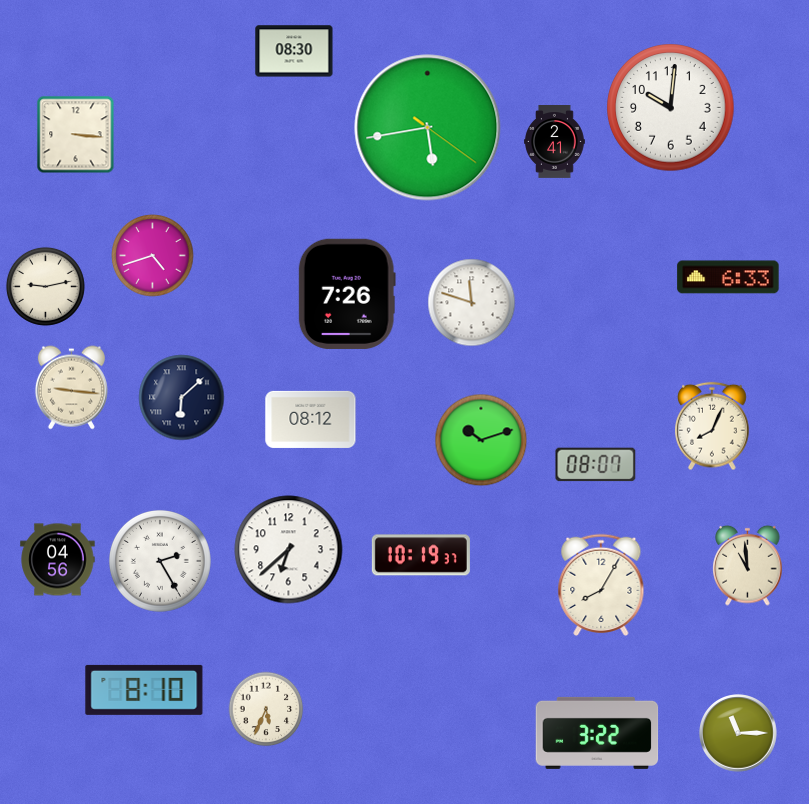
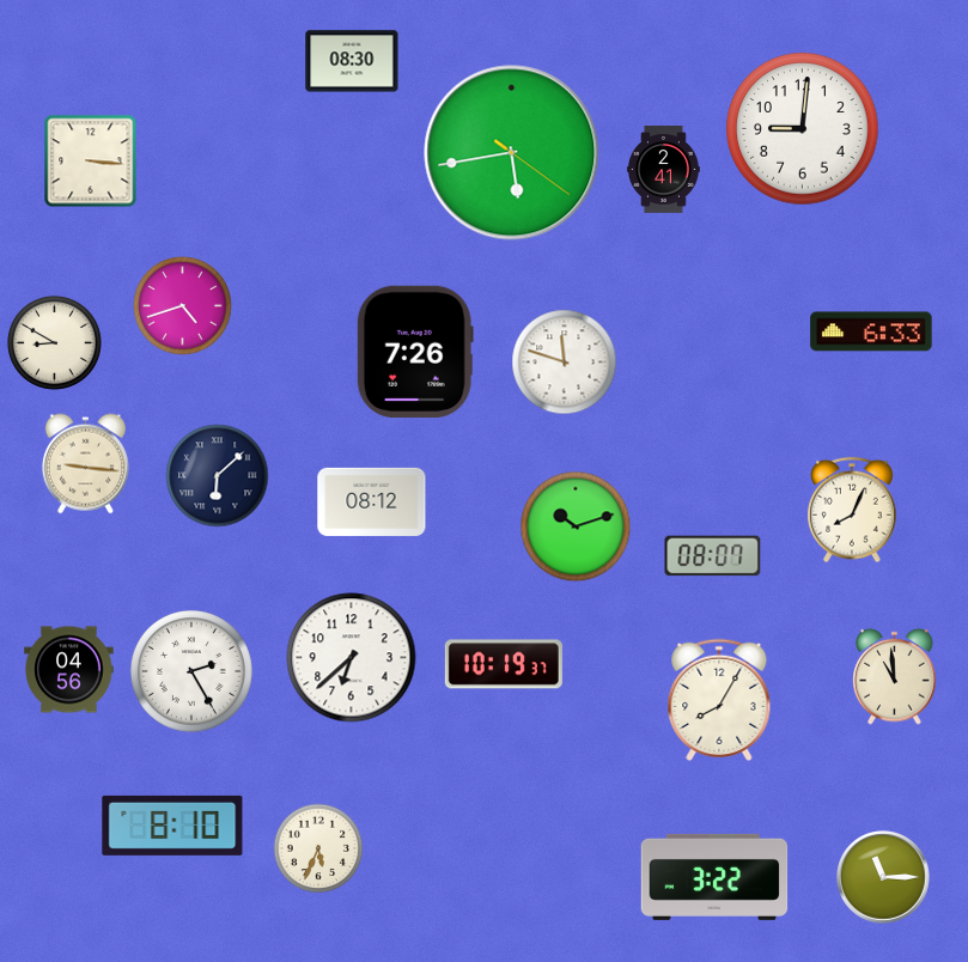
clock at (671, 108): 10:01 -> 9:01
clock at (45, 286): 9:13 -> 8:50
clock at (289, 550) position: (289, 550) -> (352, 658)
